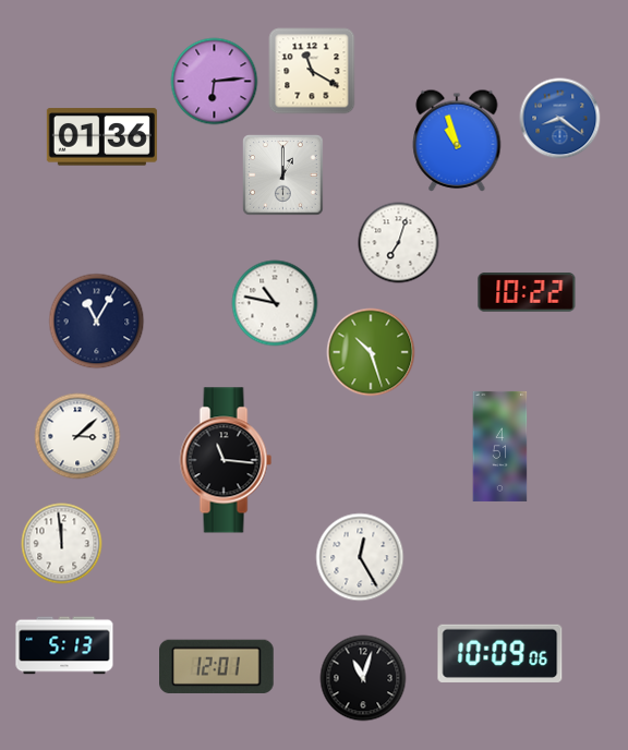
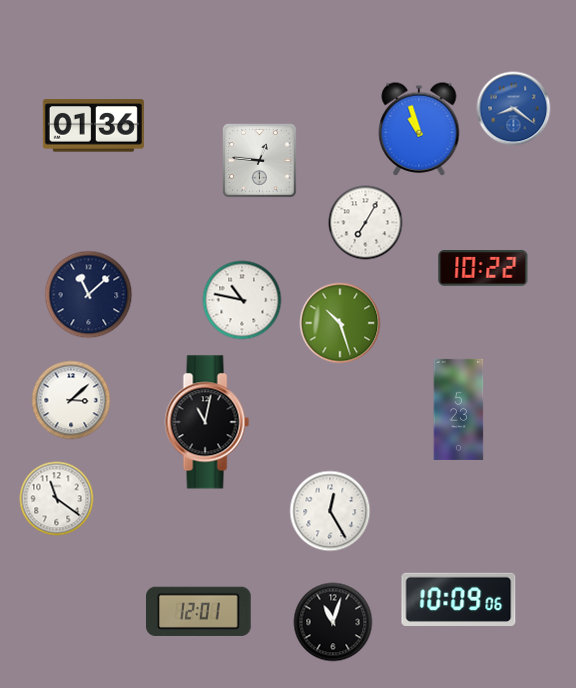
clock at (312, 71): 11:20 -> none
clock at (215, 82): 6:14 -> none
clock at (283, 176): 1:00 -> 12:46
clock at (399, 243): 7:03 -> 7:05
clock at (275, 303) position: (275, 303) -> (242, 300)
clock at (97, 322): 11:05 -> 11:08
clock at (500, 446): 4:51 -> 5:23
clock at (226, 460): 11:16 -> 11:02
clock at (62, 544): 11:59 -> 11:21
clock at (64, 645): 5:13 -> none
